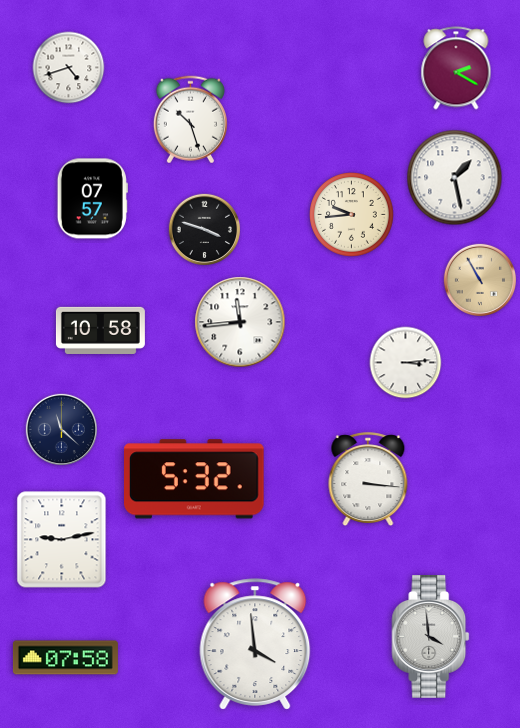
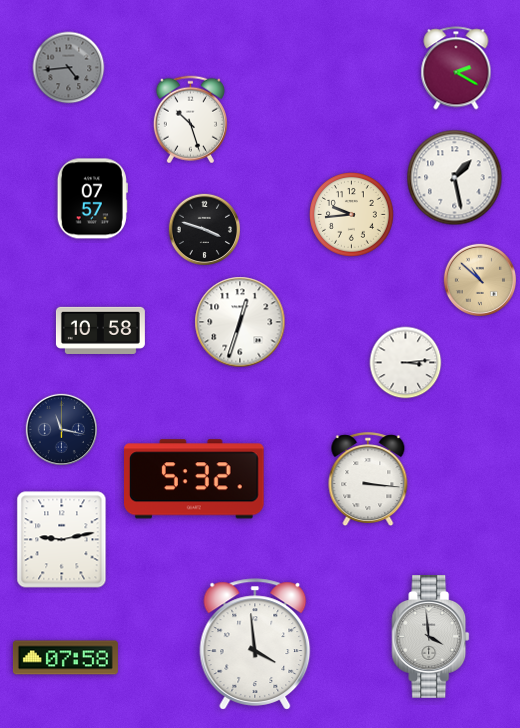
clock at (69, 68): 4:42 -> 4:44
clock at (69, 68) dial: white -> grey
clock at (479, 279): 10:55 -> 10:52
clock at (240, 322): 11:44 -> 12:33
clock at (61, 429): 11:22 -> 11:17
